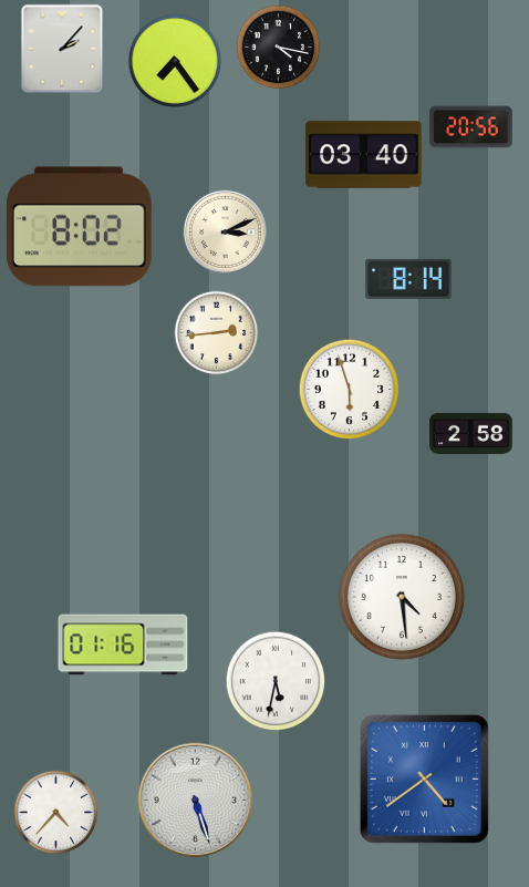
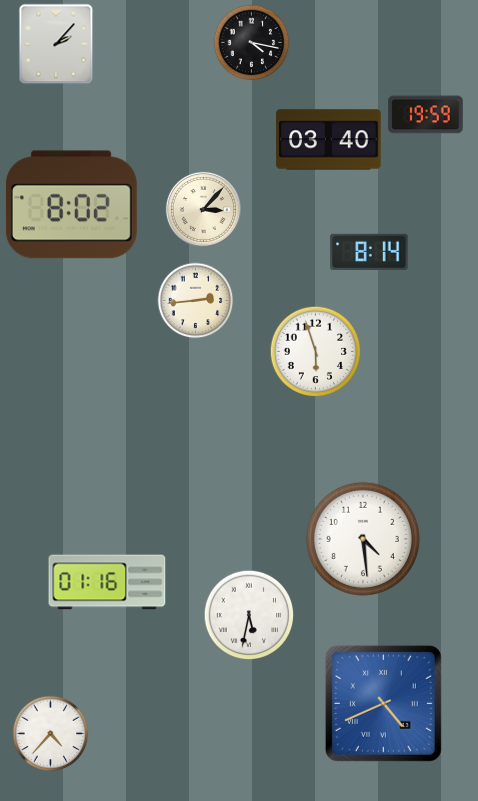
clock at (175, 61): 7:24 -> none
clock at (471, 127): 20:56 -> 19:59
clock at (225, 231): 3:11 -> 3:07
clock at (471, 433): 2:58 -> none
clock at (123, 644) position: (123, 644) -> (107, 582)
clock at (424, 778): 4:39 -> 4:41
clock at (196, 801): 5:27 -> none
